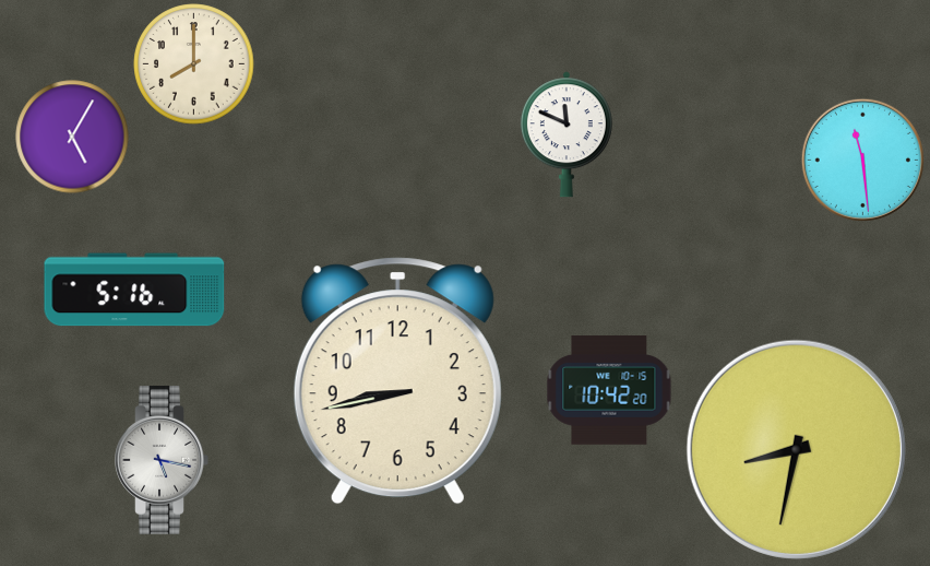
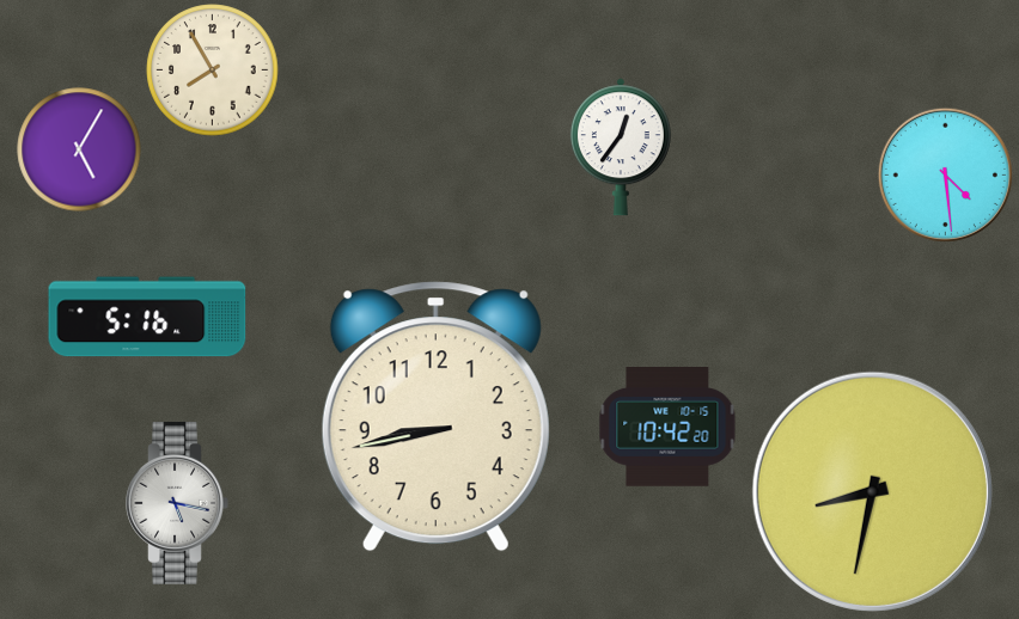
clock at (194, 64): 8:00 -> 7:55
clock at (567, 134): 11:49 -> 12:36
clock at (862, 160): 11:29 -> 4:29
